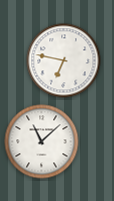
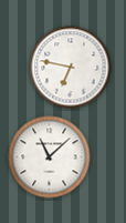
clock at (42, 142) position: (42, 142) -> (50, 158)
